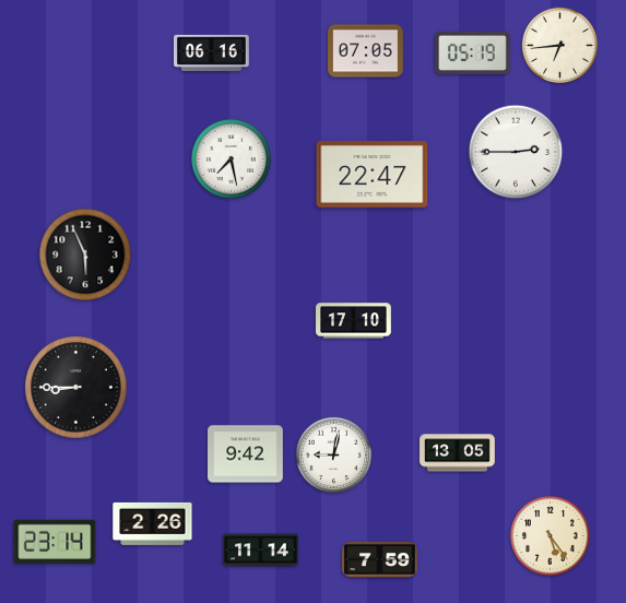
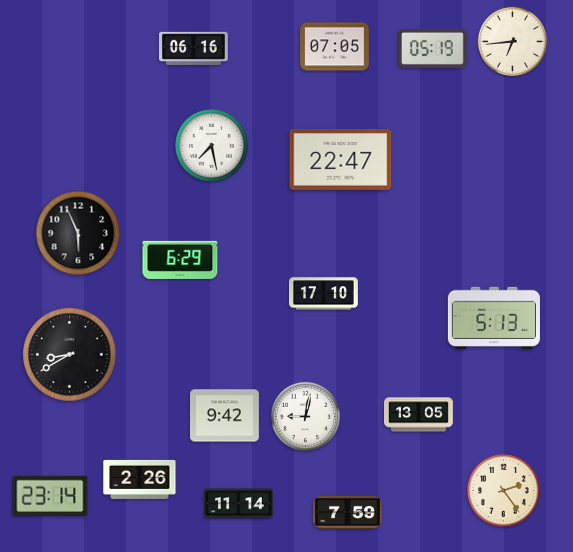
clock at (516, 152): 2:45 -> none
clock at (180, 260): none -> 6:29
clock at (494, 317): none -> 5:13
clock at (76, 388): 8:45 -> 8:40
clock at (551, 536): 5:24 -> 2:24
